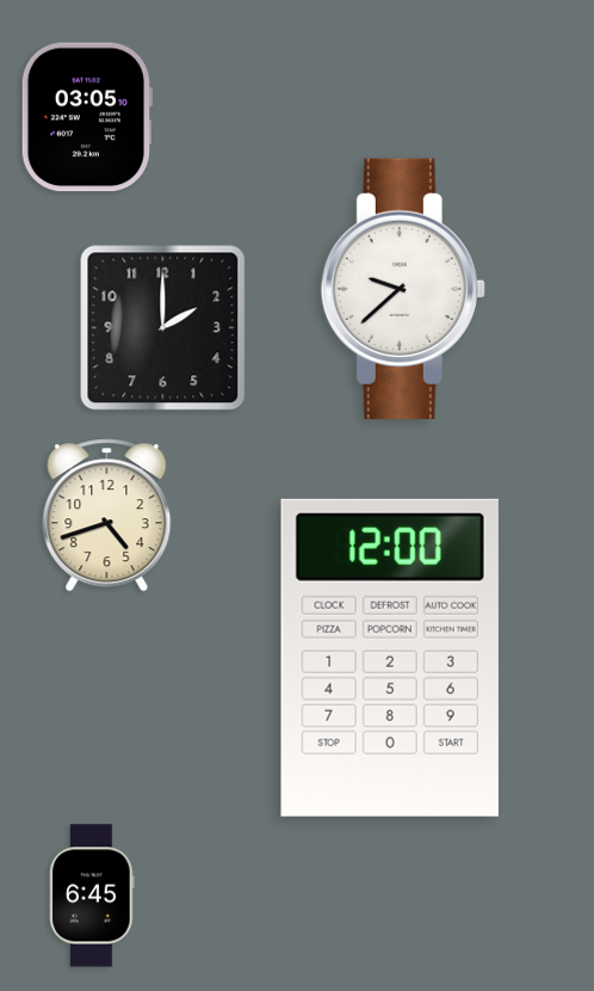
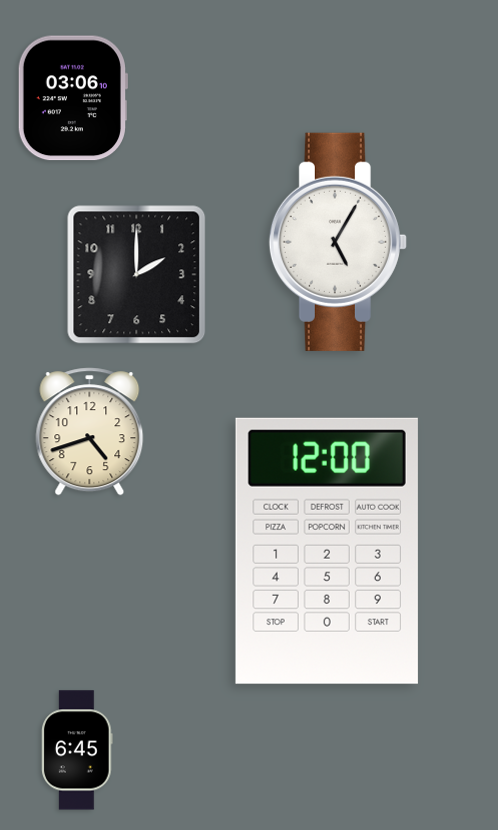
clock at (86, 117): 03:05 -> 03:06
clock at (403, 289): 9:38 -> 5:05
